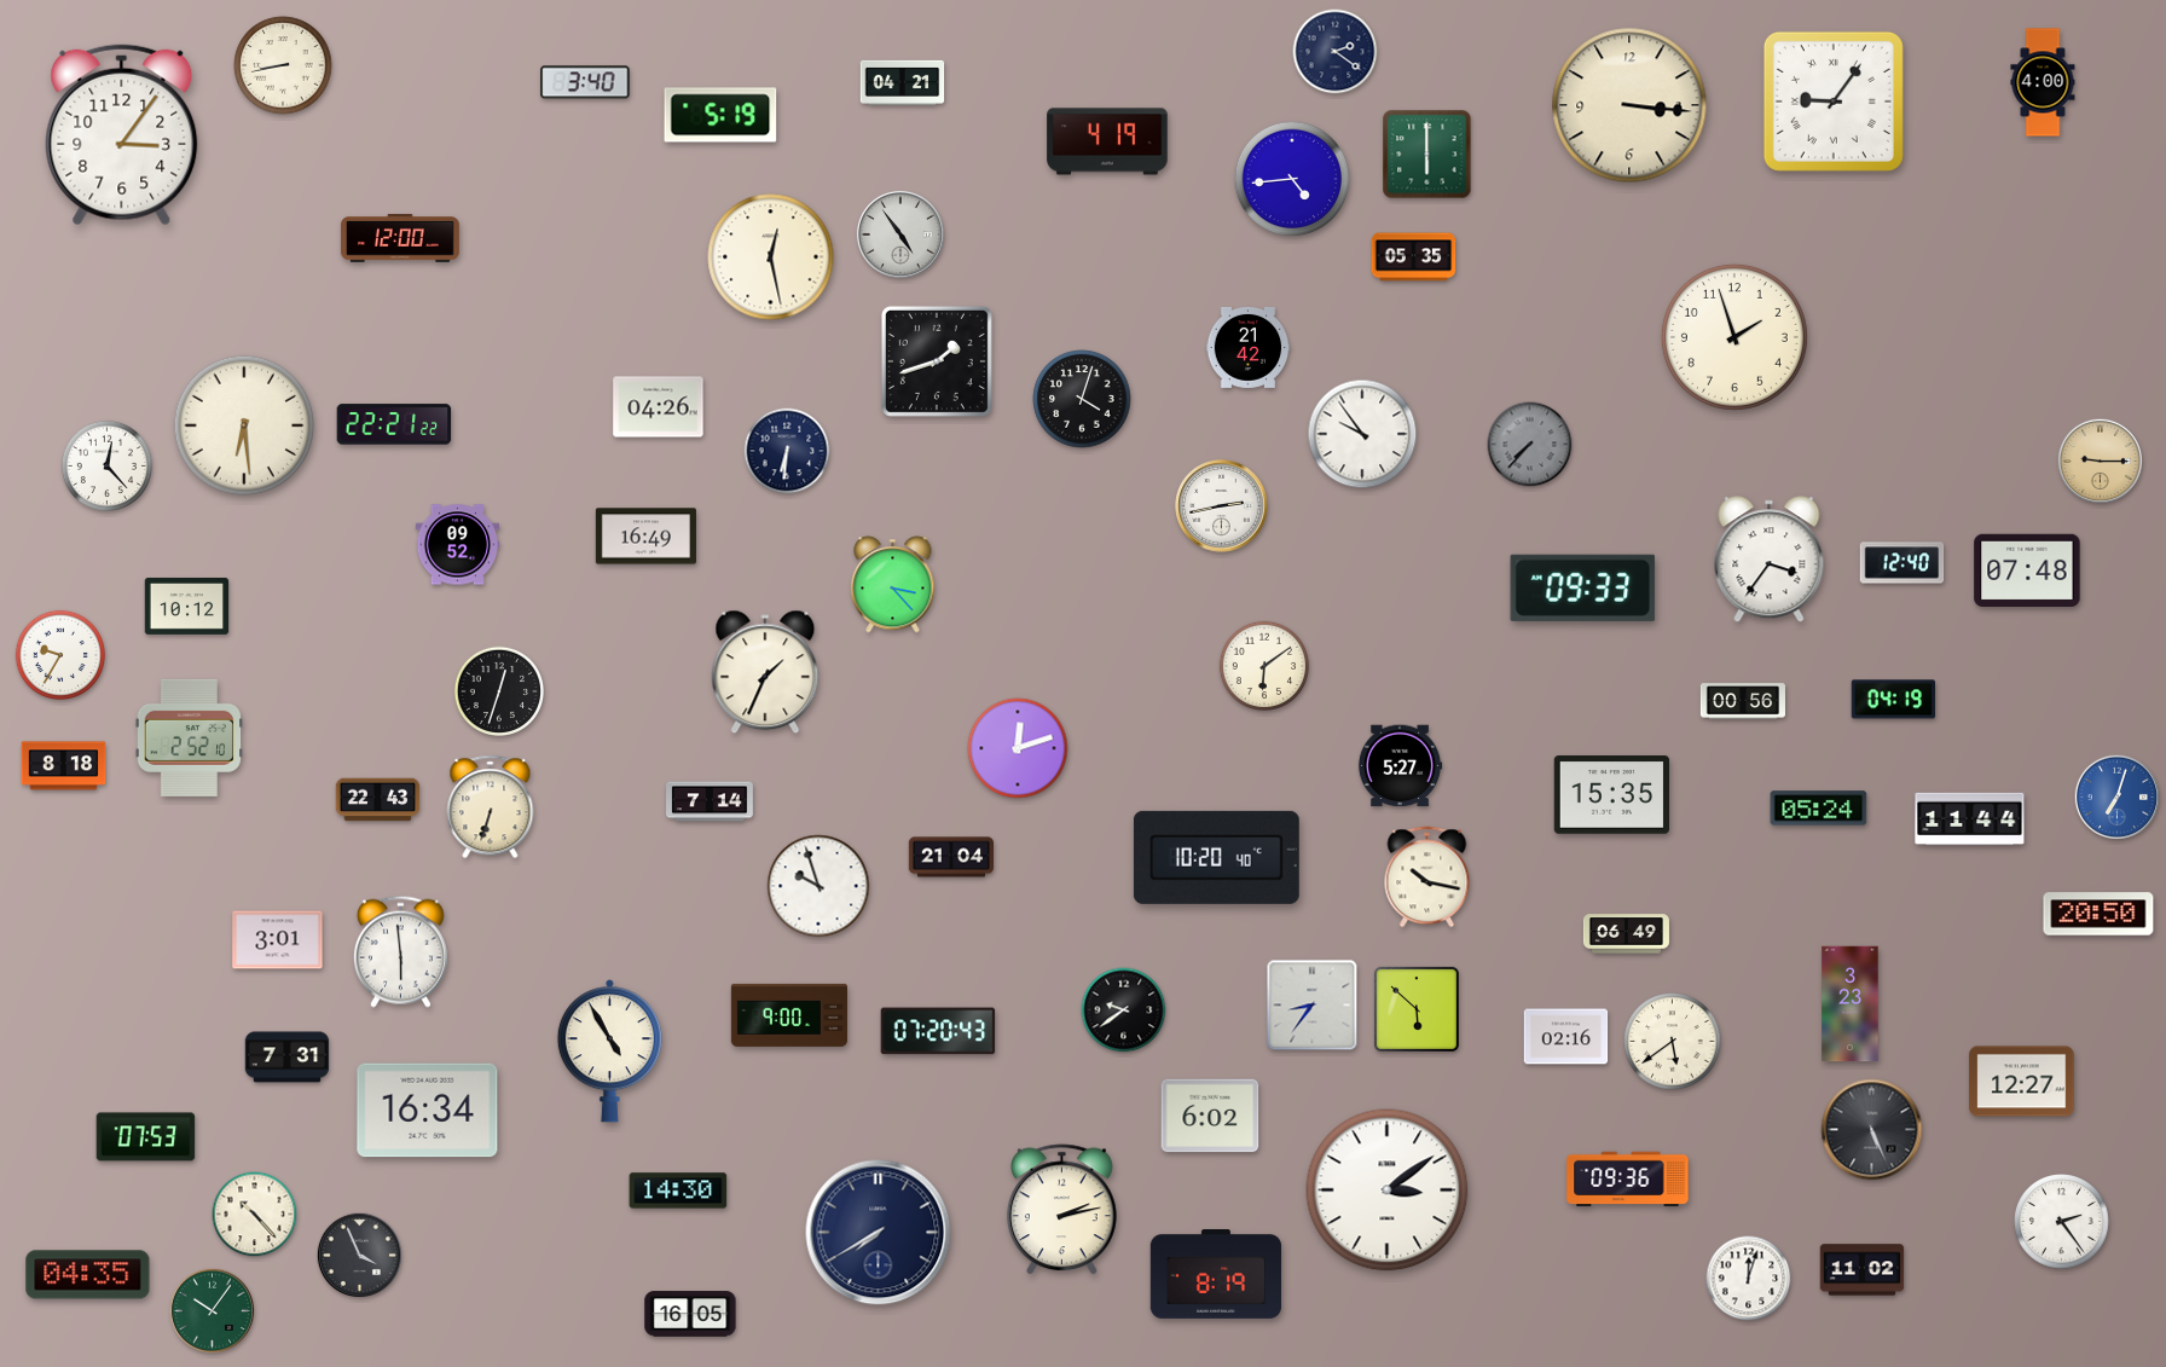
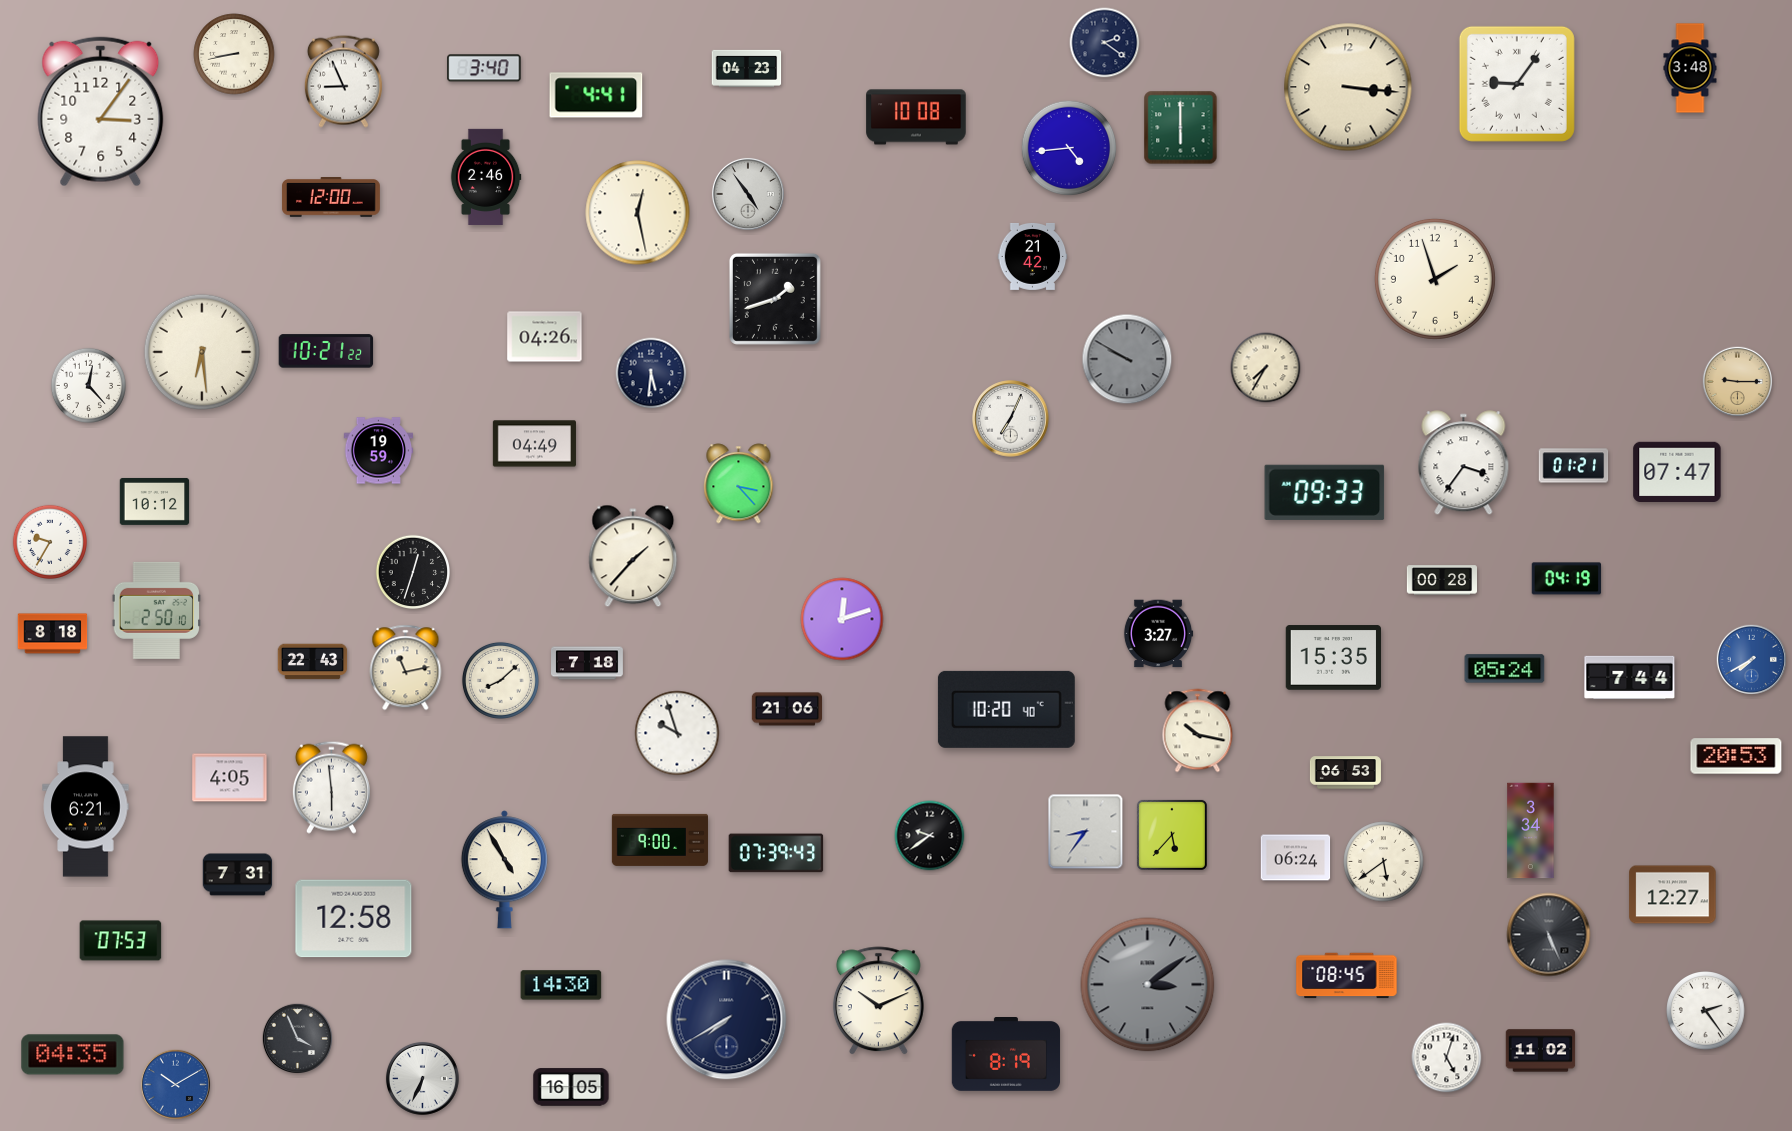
clock at (903, 82): 04:21 -> 04:23
clock at (2043, 82): 4:00 -> 3:48
clock at (343, 81): none -> 8:56
clock at (720, 115): 5:19 -> 4:41
clock at (1107, 141): 4:19 -> 10:08
clock at (486, 177): none -> 2:46
clock at (900, 234) position: (900, 234) -> (748, 194)
clock at (1414, 257): 05:35 -> none
clock at (1249, 347) position: (1249, 347) -> (1033, 256)
clock at (1082, 399): 4:03 -> none
clock at (394, 424): 22:21 -> 10:21
clock at (1362, 434): 9:54 -> 9:50
clock at (1362, 434) dial: white -> grey
clock at (1530, 445): 7:37 -> 7:35
clock at (1530, 445) dial: grey -> cream
clock at (787, 451): 6:31 -> 5:31
clock at (1222, 506): 2:43 -> 7:04
clock at (645, 537): 16:49 -> 04:49
clock at (458, 545): 09:52 -> 19:59
clock at (1903, 563): 12:40 -> 01:21
clock at (2027, 570): 07:48 -> 07:47
clock at (1583, 587) position: (1583, 587) -> (1325, 492)
clock at (1264, 666): 6:09 -> none
clock at (765, 672): 1:34 -> 1:37
clock at (1742, 701): 00:56 -> 00:28
clock at (189, 737): 2:52 -> 2:50
clock at (1400, 766): 5:27 -> 3:27
clock at (2116, 797): 7:03 -> 7:40
clock at (711, 801): 7:14 -> 7:18
clock at (491, 807): 6:33 -> 11:13
clock at (1970, 819): 11:44 -> 7:44
clock at (500, 680): none -> 8:08
clock at (950, 857): 21:04 -> 21:06
clock at (1427, 877) position: (1427, 877) -> (1198, 731)
clock at (2098, 914): 20:50 -> 20:53
clock at (1626, 934): 06:49 -> 06:53
clock at (278, 940): 3:01 -> 4:05
clock at (86, 807): none -> 6:21
clock at (1851, 1004): 3:23 -> 3:34
clock at (1417, 1009): 5:52 -> 5:37
clock at (789, 1015) position: (789, 1015) -> (660, 840)
clock at (938, 1031): 07:20 -> 07:39
clock at (1566, 1037): 02:16 -> 06:24
clock at (428, 1111): 16:34 -> 12:58
clock at (1210, 1116): 6:02 -> none
clock at (1628, 1180): 09:36 -> 08:45
clock at (1388, 1191) dial: white -> grey
clock at (1061, 1210): 2:13 -> 10:11
clock at (255, 1215): 10:23 -> none
clock at (1749, 1279): 12:03 -> 5:03
clock at (422, 1078): none -> 6:34
clock at (212, 1310): 10:06 -> 10:10
clock at (212, 1310) dial: green -> blue
